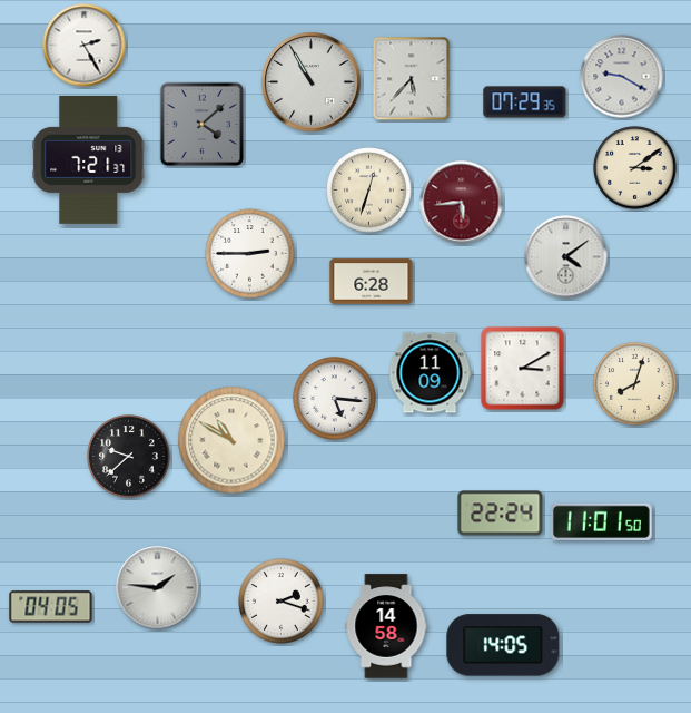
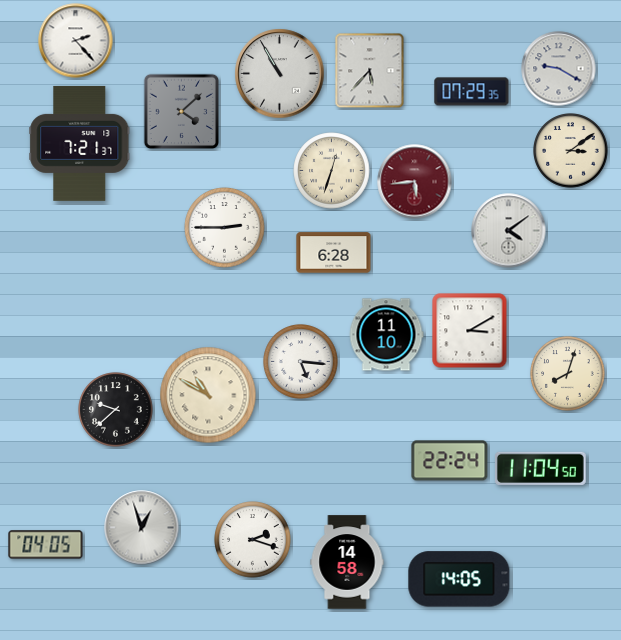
clock at (85, 46): 2:25 -> 2:23
clock at (430, 373): 11:09 -> 11:10
clock at (635, 384) position: (635, 384) -> (568, 374)
clock at (335, 399) position: (335, 399) -> (301, 362)
clock at (601, 521): 11:01 -> 11:04
clock at (158, 588): 1:46 -> 12:57
clock at (503, 645) position: (503, 645) -> (459, 579)
